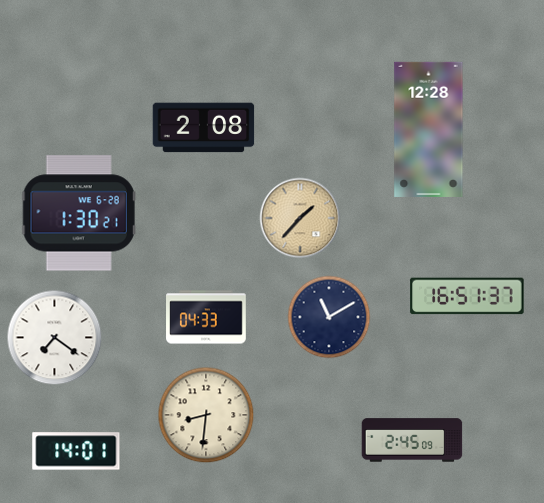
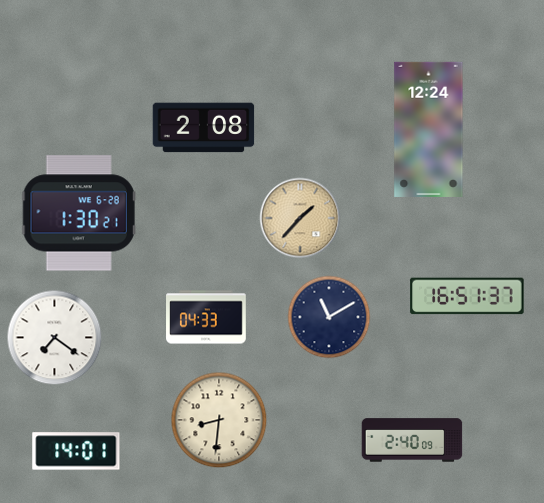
clock at (429, 129): 12:28 -> 12:24
clock at (206, 415) position: (206, 415) -> (219, 420)
clock at (412, 440): 2:45 -> 2:40
